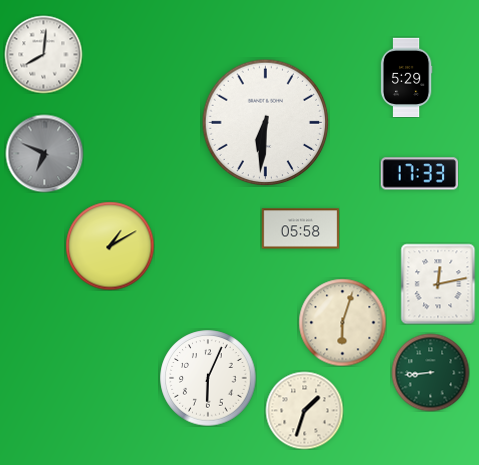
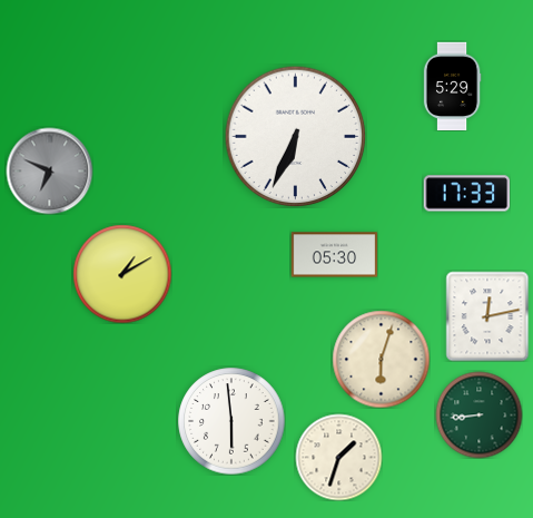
clock at (43, 54): 8:01 -> none
clock at (265, 122): 6:31 -> 6:34
clock at (300, 229): 05:58 -> 05:30
clock at (208, 378): 6:04 -> 5:59
